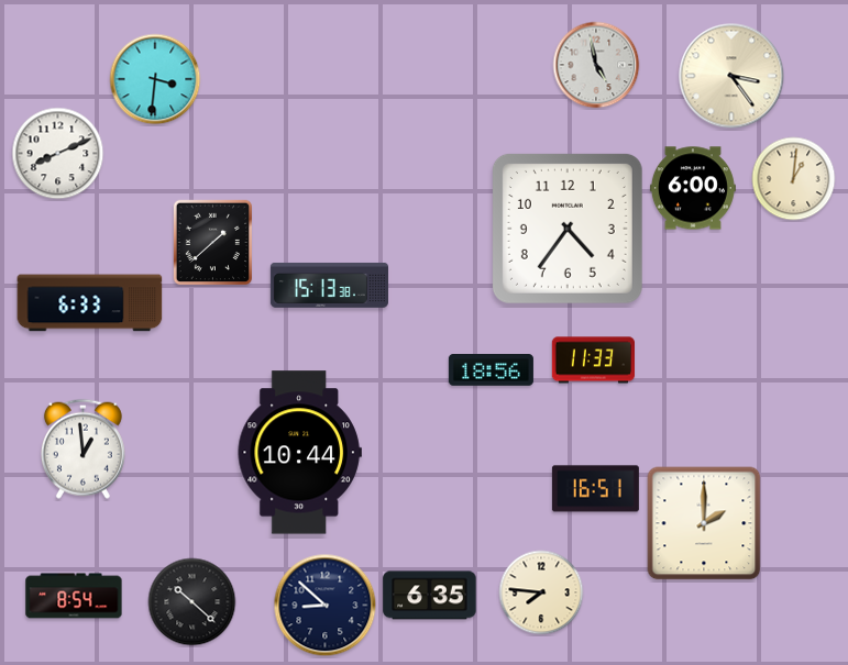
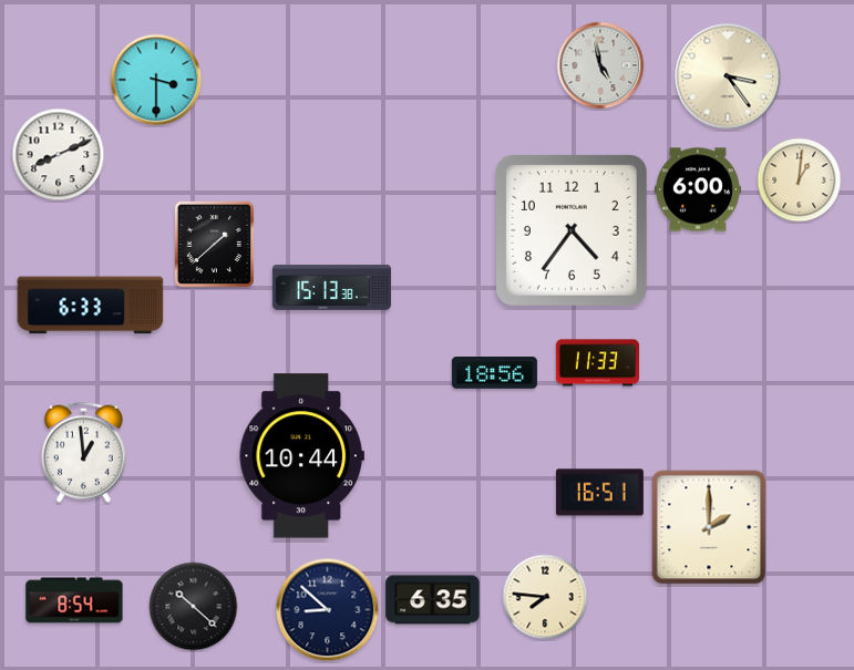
clock at (731, 76) position: (731, 76) -> (728, 76)
clock at (155, 79): 3:31 -> 3:30
